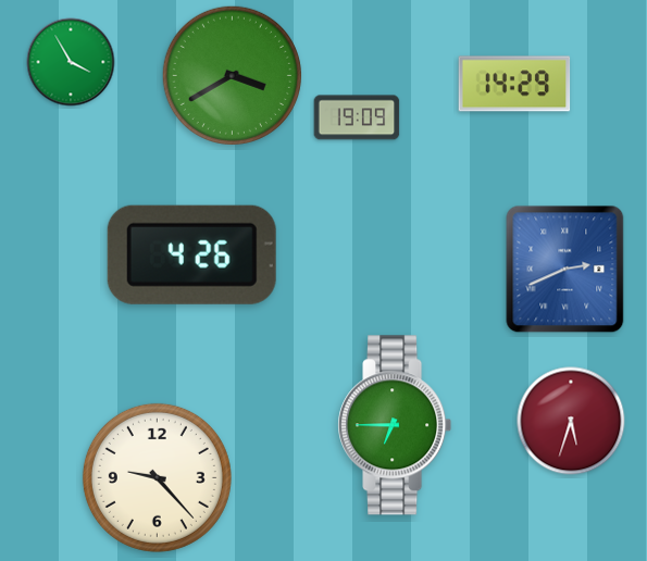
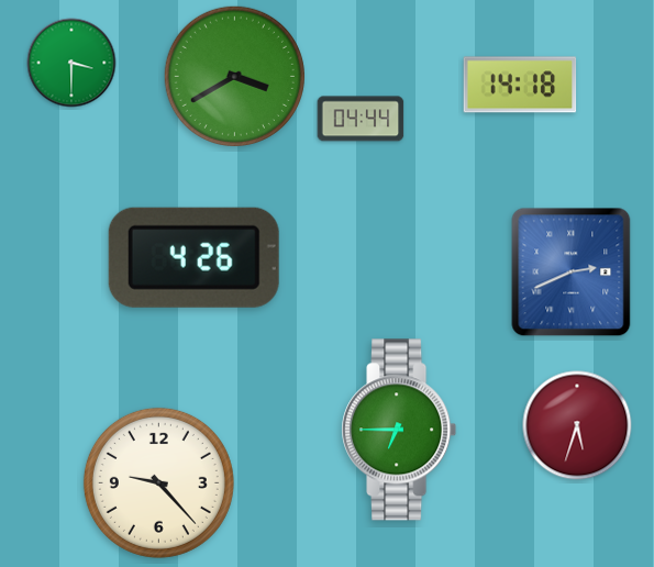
clock at (71, 62): 3:55 -> 3:30
clock at (514, 84): 14:29 -> 14:18
clock at (357, 117): 19:09 -> 04:44
